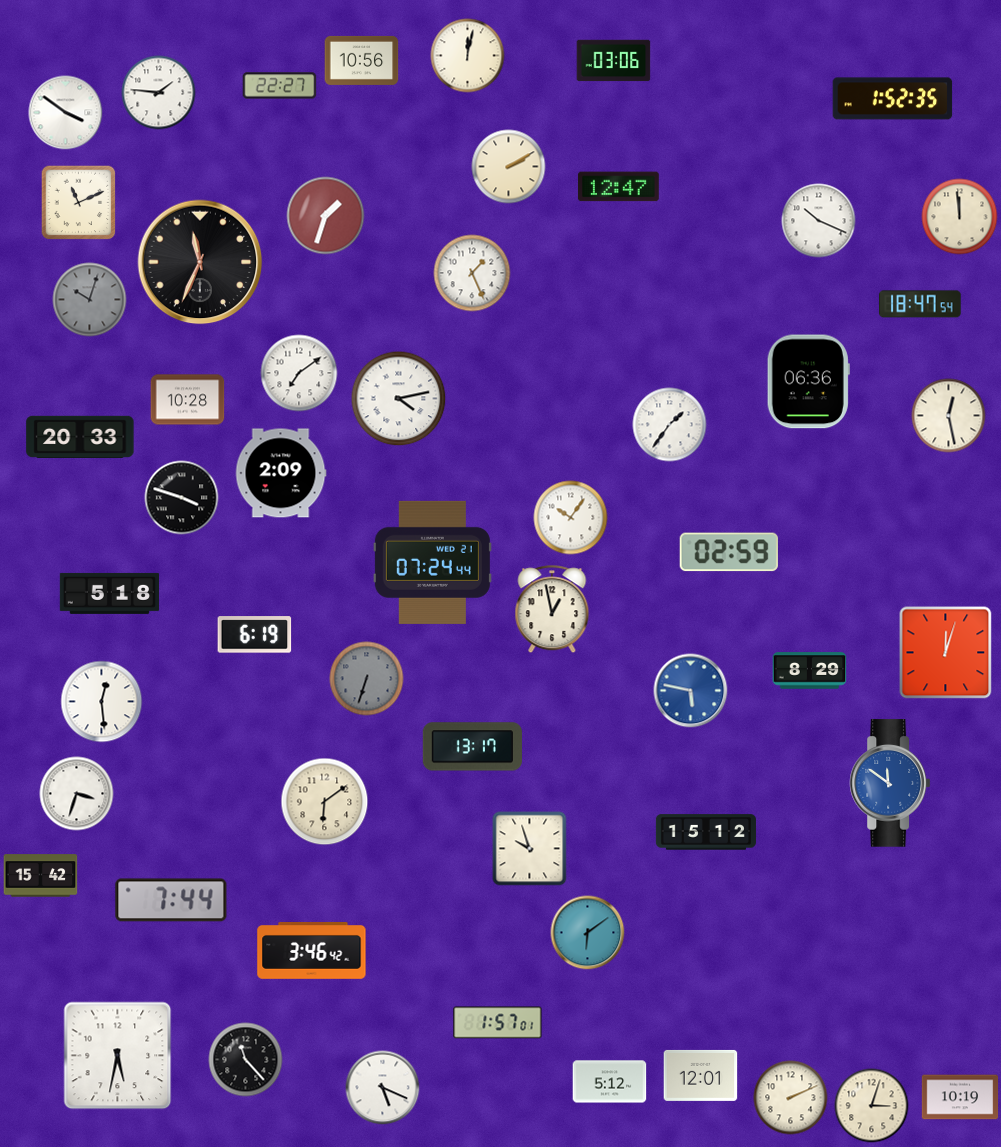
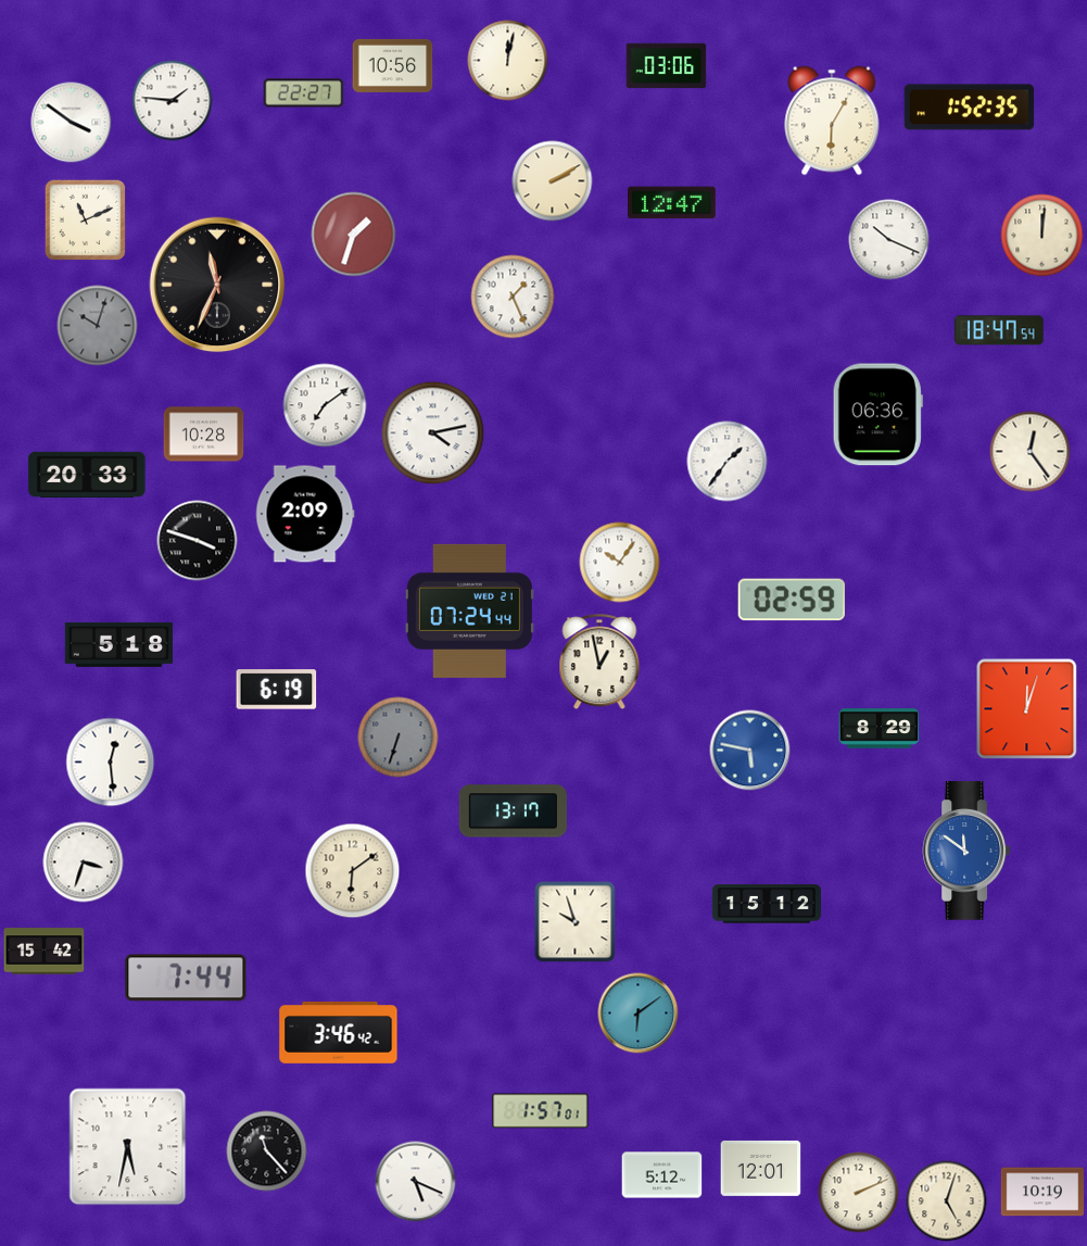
clock at (832, 121): none -> 6:05
clock at (960, 217): 11:59 -> 12:01
clock at (949, 416): 12:28 -> 12:24
clock at (872, 1106): 3:03 -> 5:03
